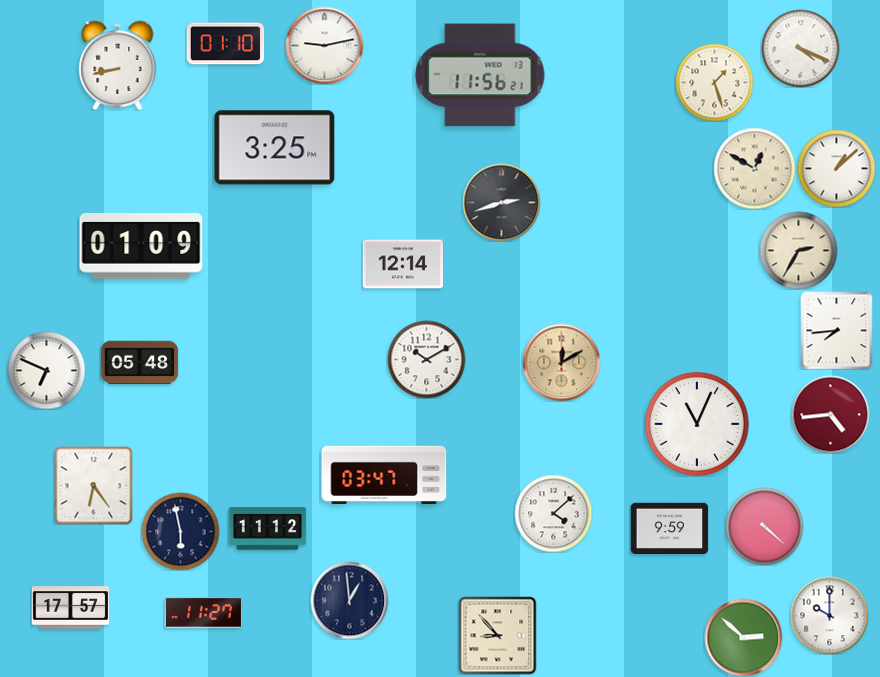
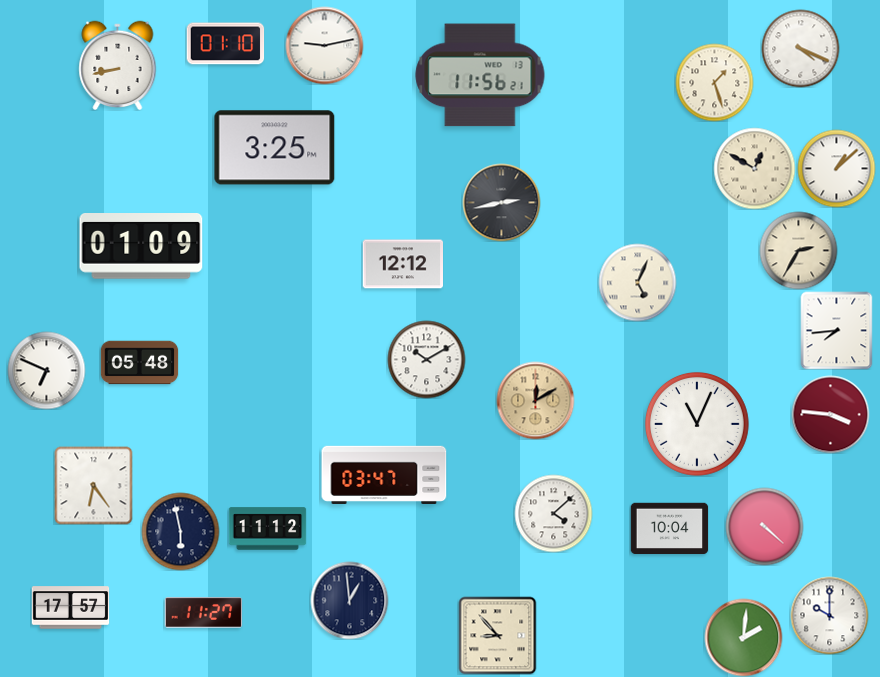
clock at (501, 202): 2:42 -> 2:43
clock at (402, 264): 12:14 -> 12:12
clock at (637, 282): none -> 5:04
clock at (561, 362) position: (561, 362) -> (535, 400)
clock at (830, 414): 4:44 -> 3:46
clock at (669, 529): 9:59 -> 10:04
clock at (743, 637): 2:52 -> 2:01
